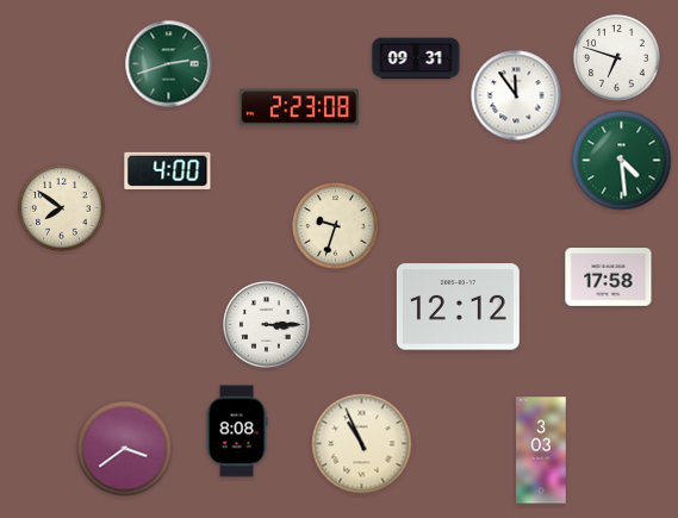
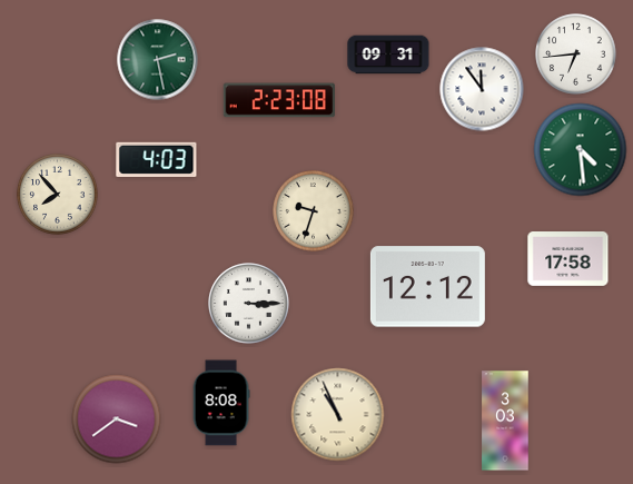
clock at (617, 58): 6:48 -> 6:44
clock at (169, 64): 2:42 -> 2:28
clock at (168, 170): 4:00 -> 4:03
clock at (62, 208): 7:51 -> 7:53
